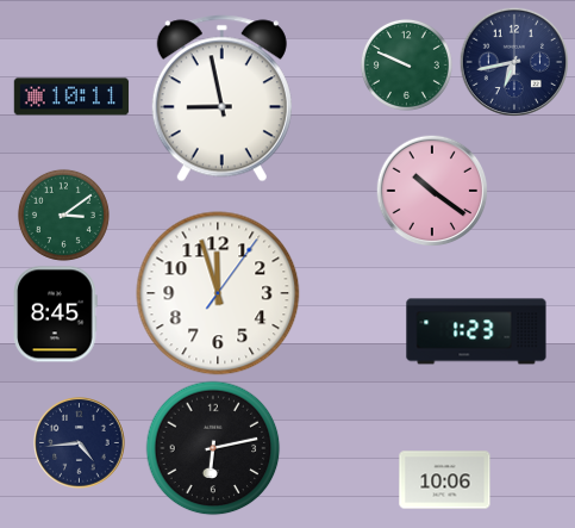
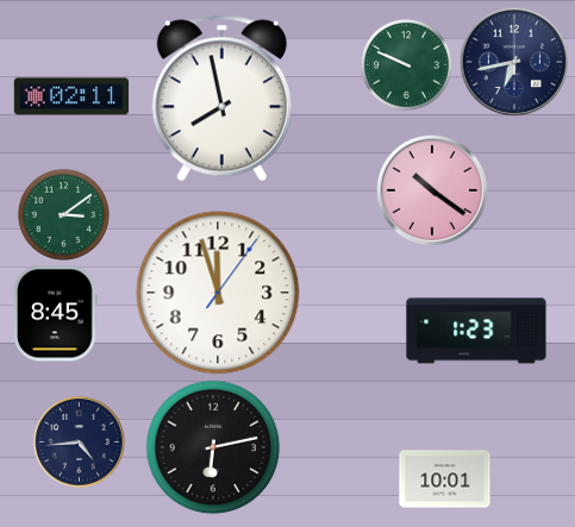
clock at (71, 97): 10:11 -> 02:11
clock at (221, 99): 8:58 -> 7:58
clock at (445, 480): 10:06 -> 10:01
